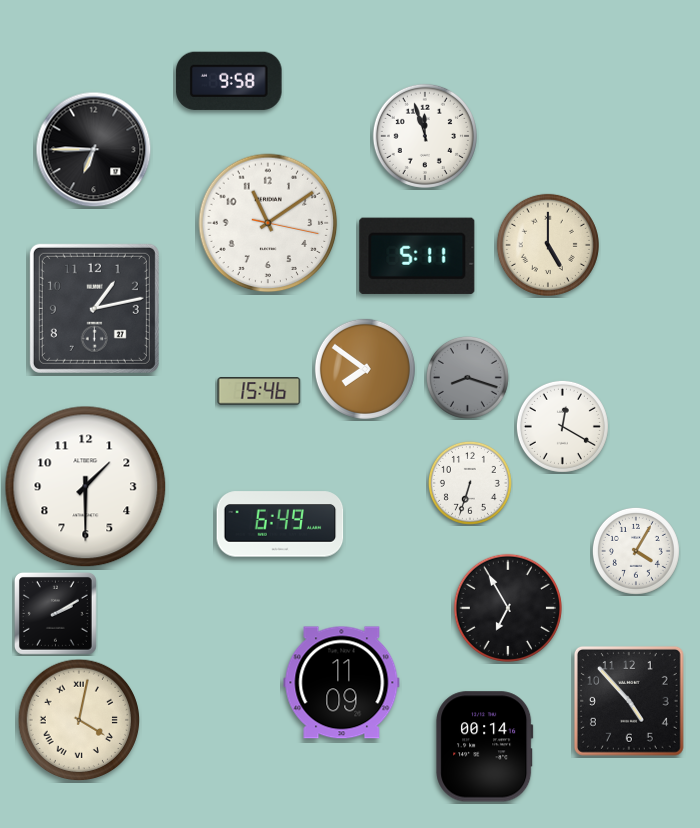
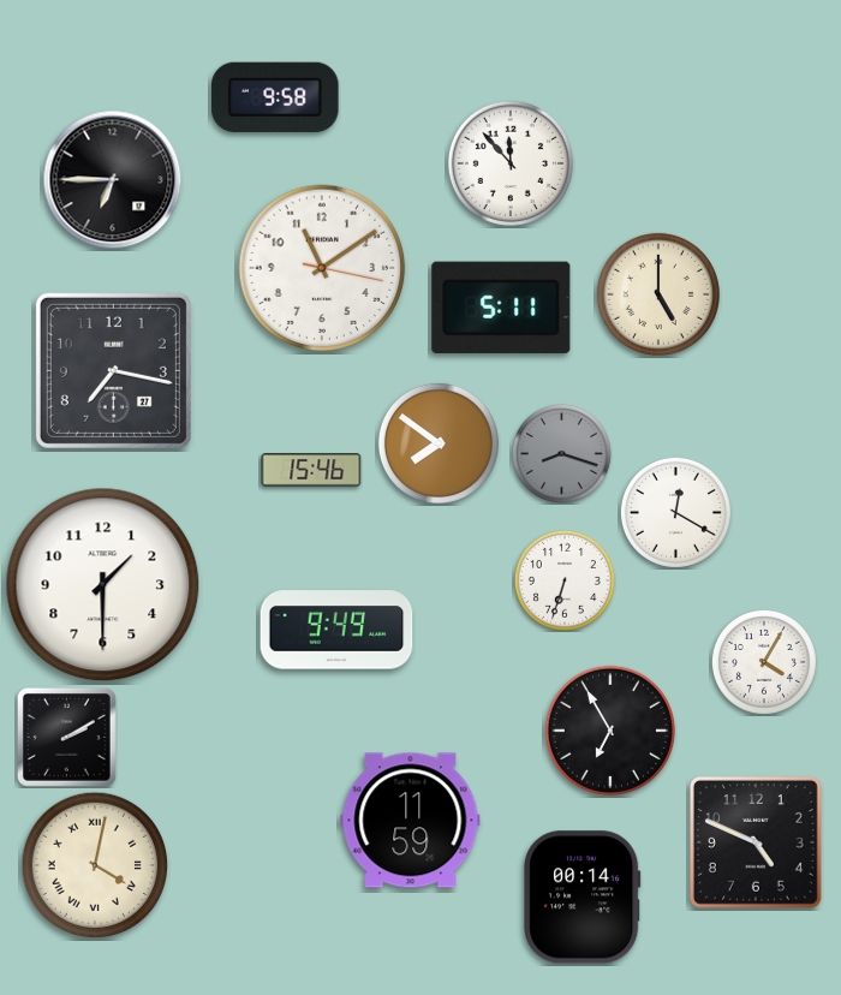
clock at (425, 136): 11:57 -> 11:53
clock at (94, 308): 1:13 -> 7:17
clock at (280, 524): 6:49 -> 9:49
clock at (342, 683): 11:09 -> 11:59
clock at (629, 701): 4:53 -> 4:49
